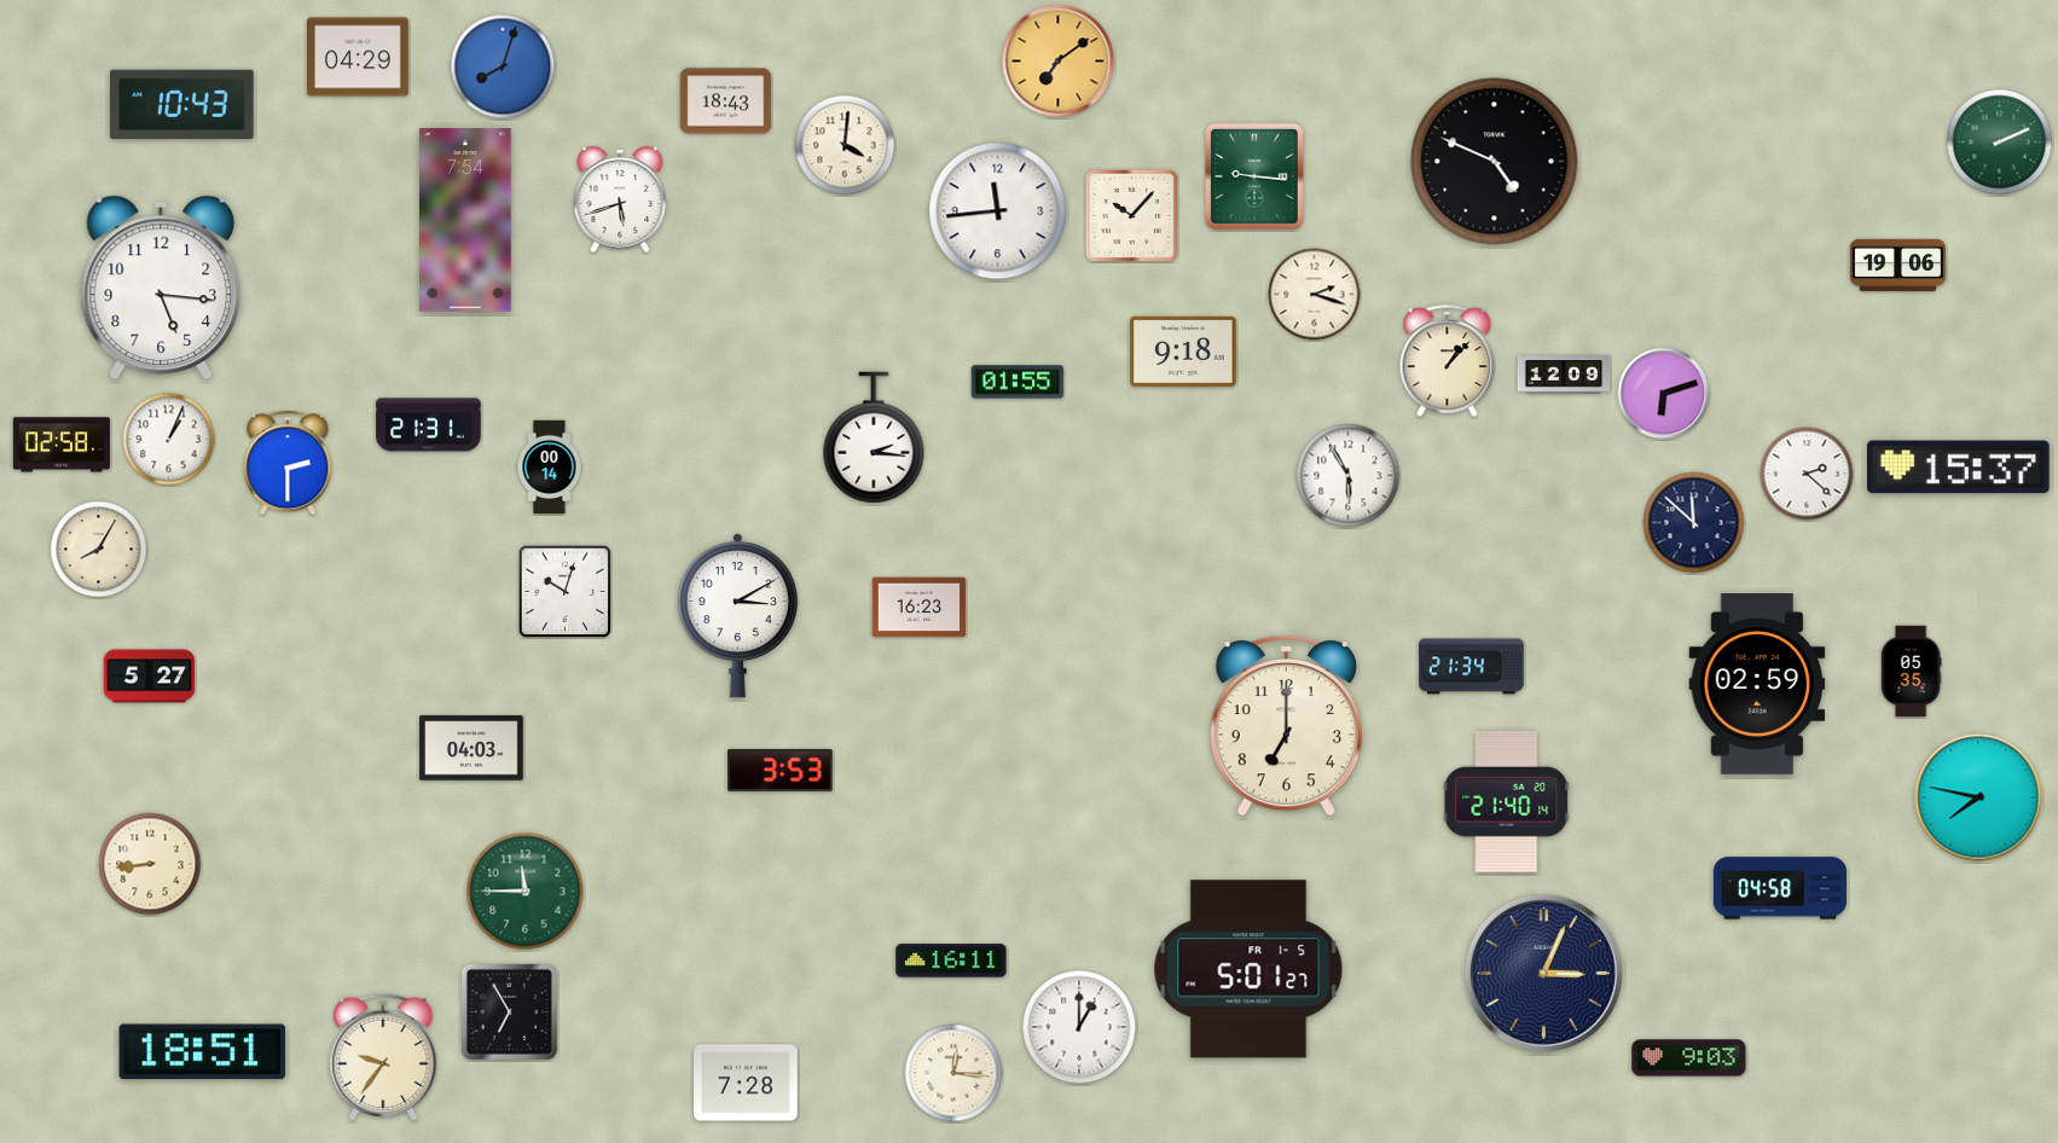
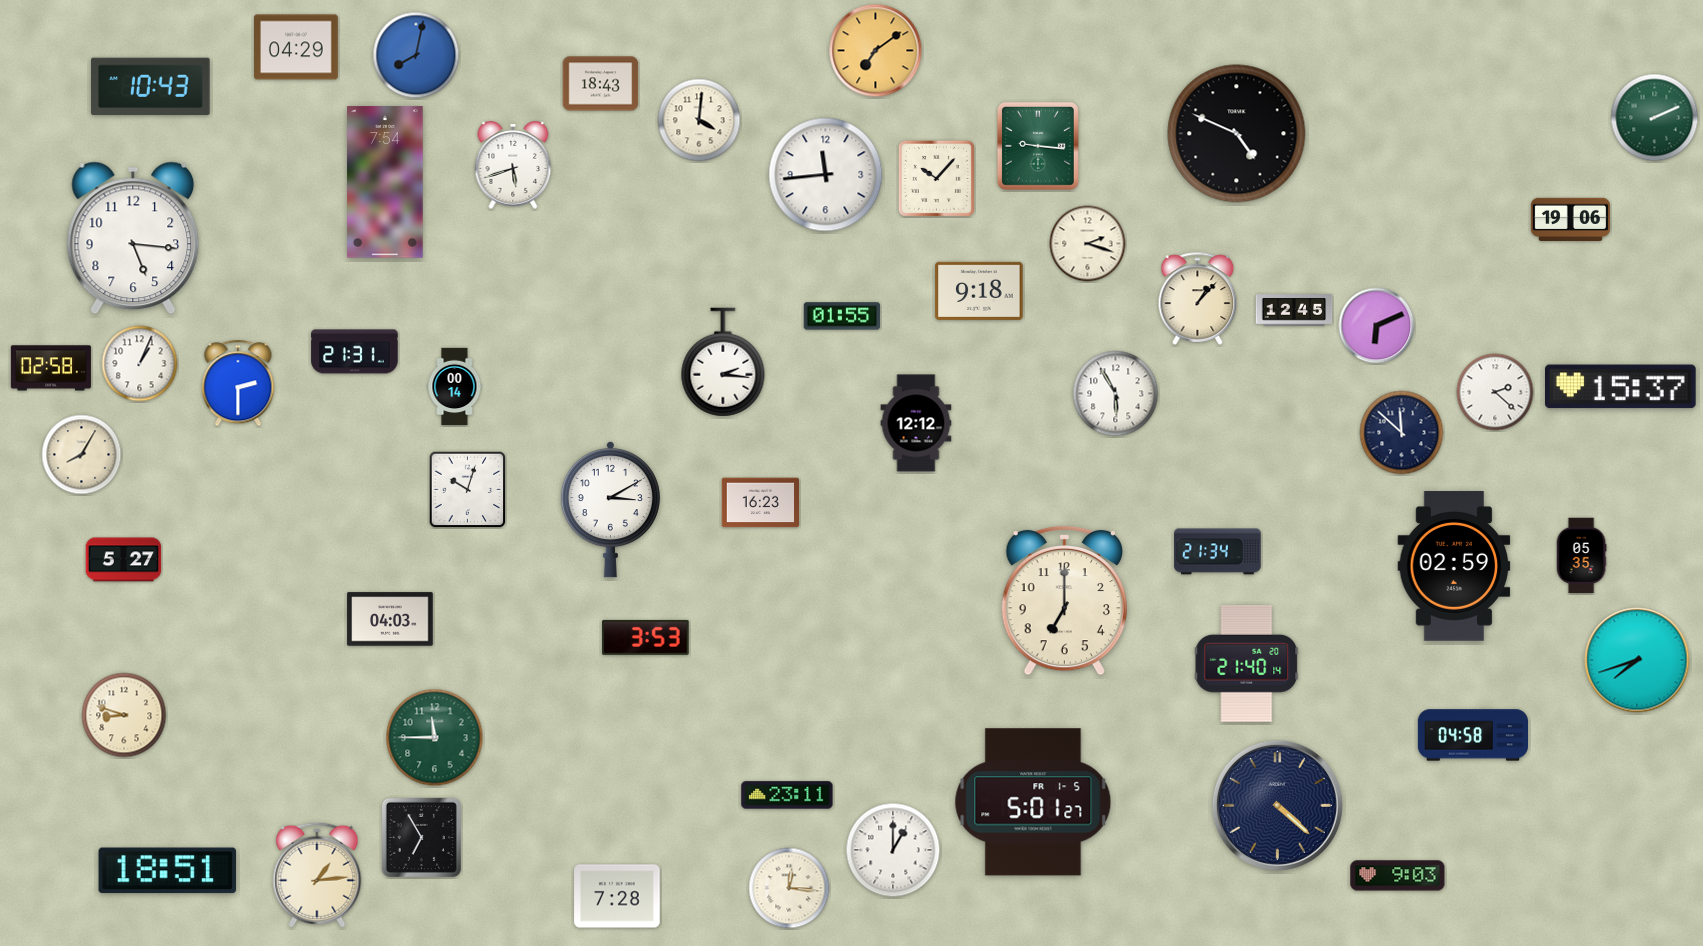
clock at (503, 66): 8:03 -> 8:02
clock at (1564, 375): 12:09 -> 12:45
clock at (1664, 394): 6:12 -> 6:11
clock at (916, 423): none -> 12:12
clock at (1978, 797): 7:47 -> 7:42
clock at (150, 864): 8:44 -> 8:48
clock at (951, 961): 16:11 -> 23:11
clock at (1543, 973): 3:04 -> 4:22
clock at (383, 1057): 9:36 -> 1:14
